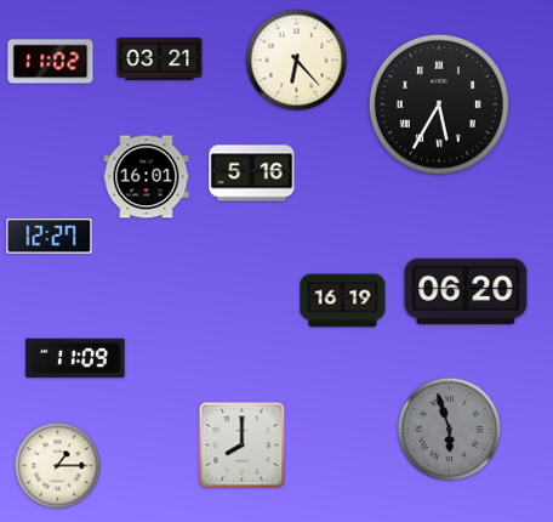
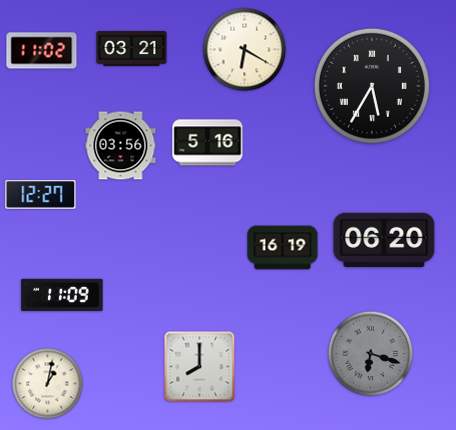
clock at (297, 61): 6:23 -> 6:20
clock at (439, 104) position: (439, 104) -> (372, 86)
clock at (147, 177): 16:01 -> 03:56
clock at (450, 430): 5:57 -> 6:18
clock at (58, 466): 1:15 -> 1:02
